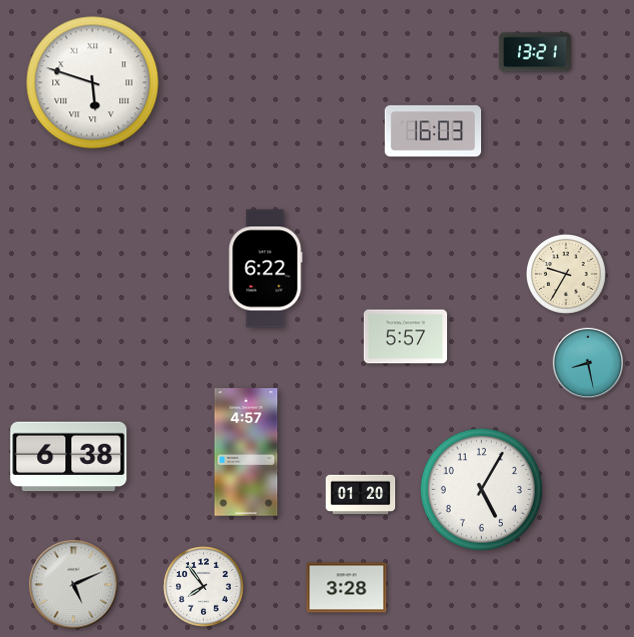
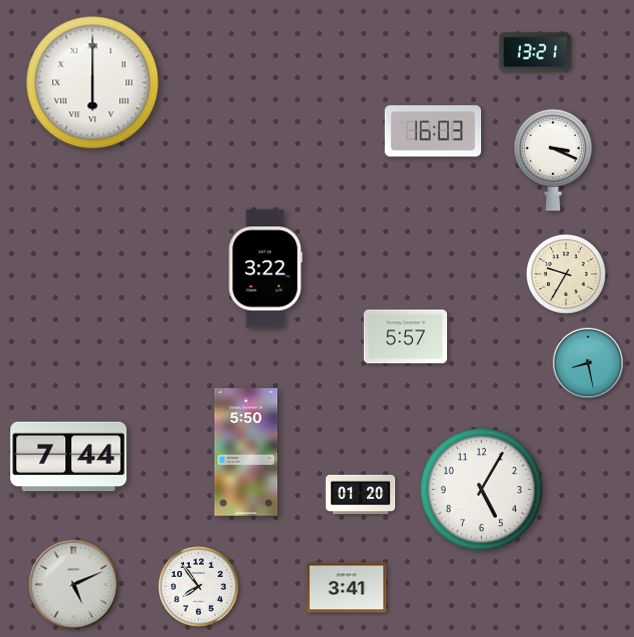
clock at (93, 83): 5:48 -> 6:00
clock at (553, 160): none -> 3:19
clock at (266, 269): 6:22 -> 3:22
clock at (246, 452): 4:57 -> 5:50
clock at (69, 457): 6:38 -> 7:44
clock at (204, 587) position: (204, 587) -> (199, 587)
clock at (347, 588): 3:28 -> 3:41
